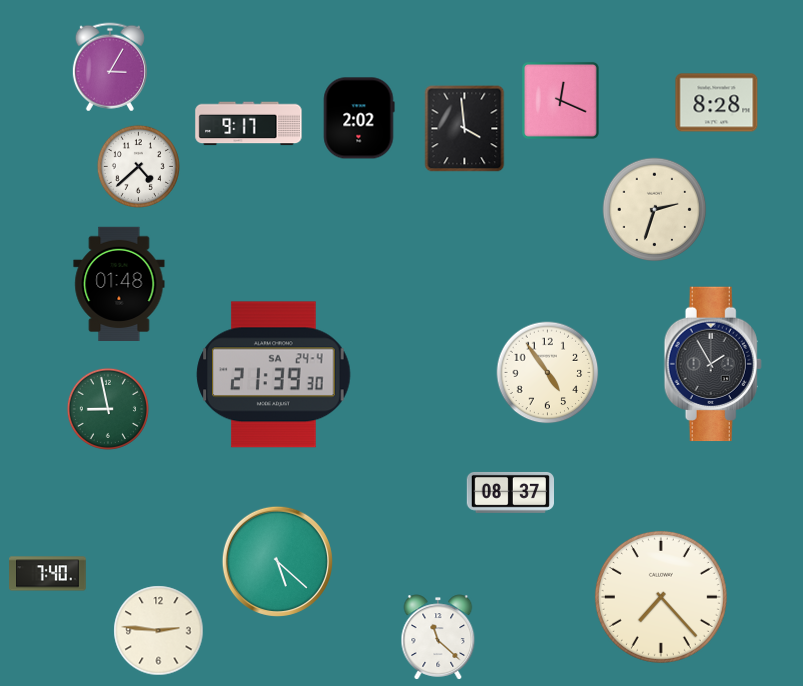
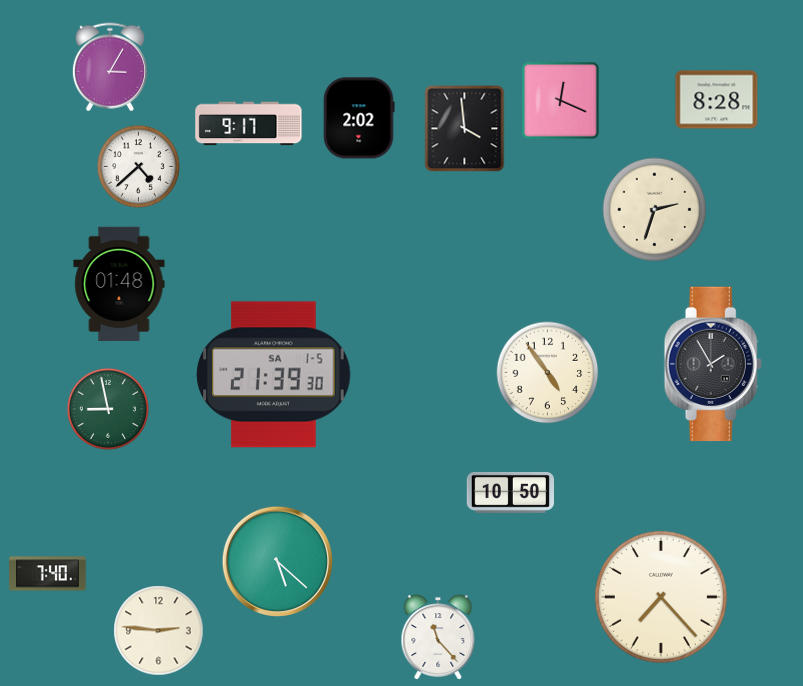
clock at (717, 103) position: (717, 103) -> (717, 100)
clock at (274, 375) date: SA 24-4 -> SA 1-5
clock at (510, 492): 08:37 -> 10:50
clock at (438, 637): 11:22 -> 11:23
